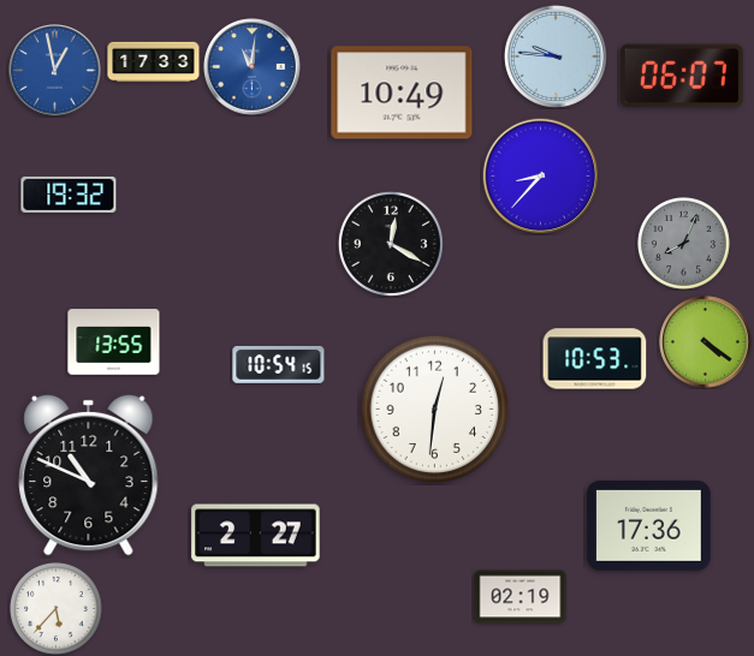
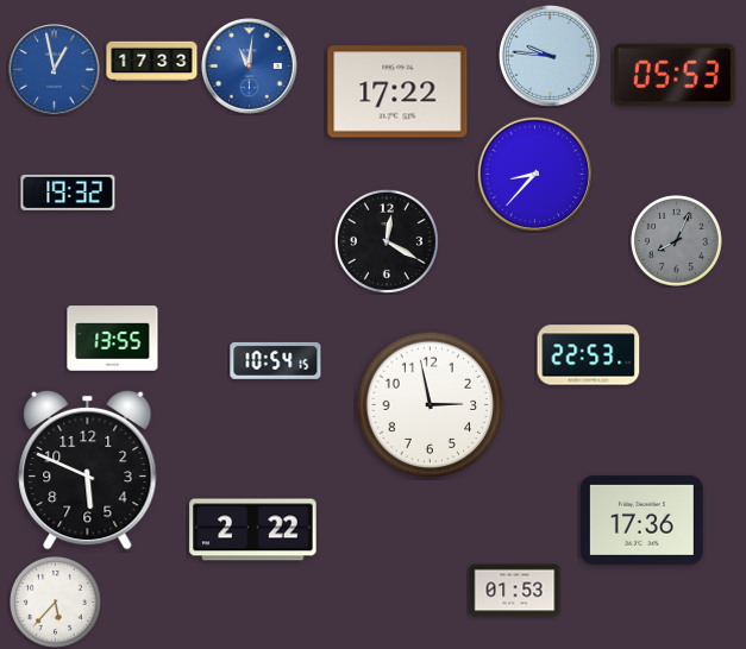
clock at (682, 76): 06:07 -> 05:53
clock at (402, 93): 10:49 -> 17:22
clock at (706, 342): 4:21 -> none
clock at (595, 359): 10:53 -> 22:53
clock at (435, 410): 12:31 -> 2:58
clock at (89, 475): 10:49 -> 5:49
clock at (256, 536): 2:27 -> 2:22
clock at (521, 597): 02:19 -> 01:53
